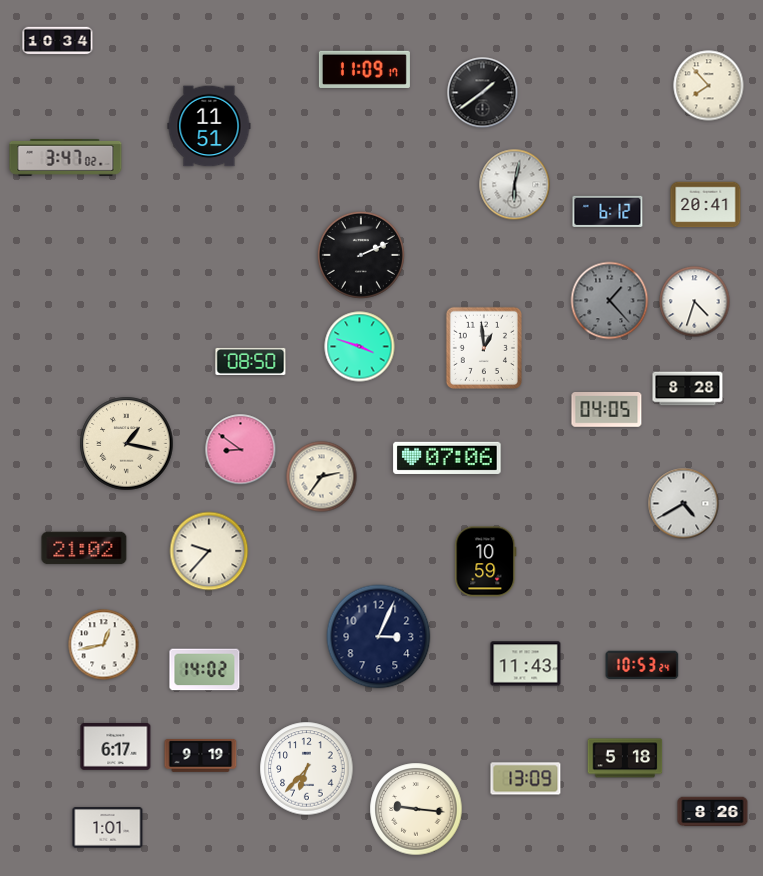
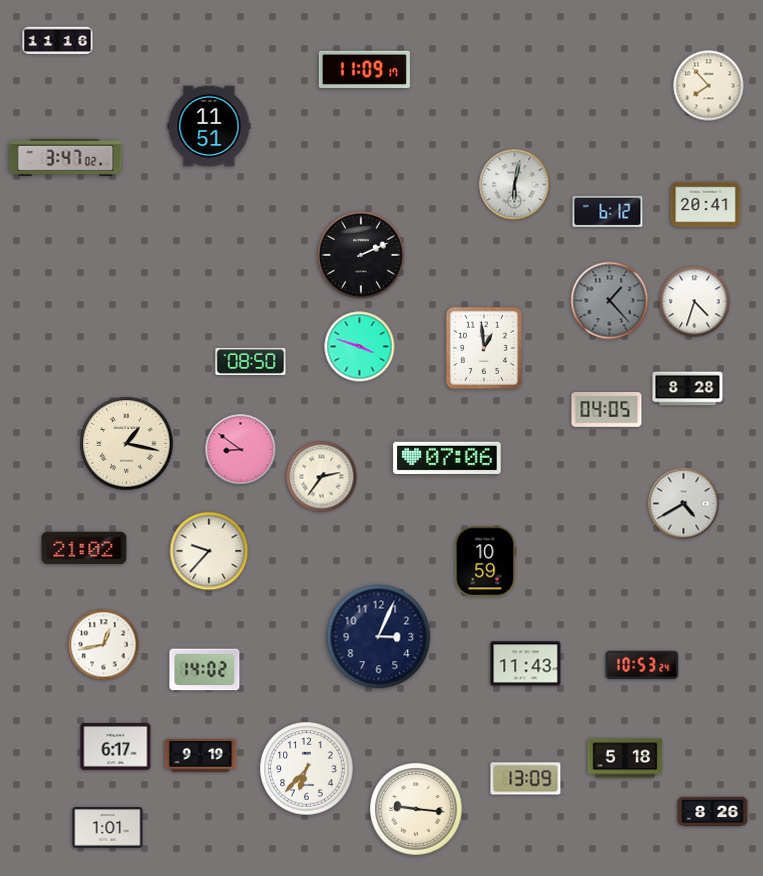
clock at (58, 41): 10:34 -> 11:16
clock at (483, 93): 1:39 -> none
